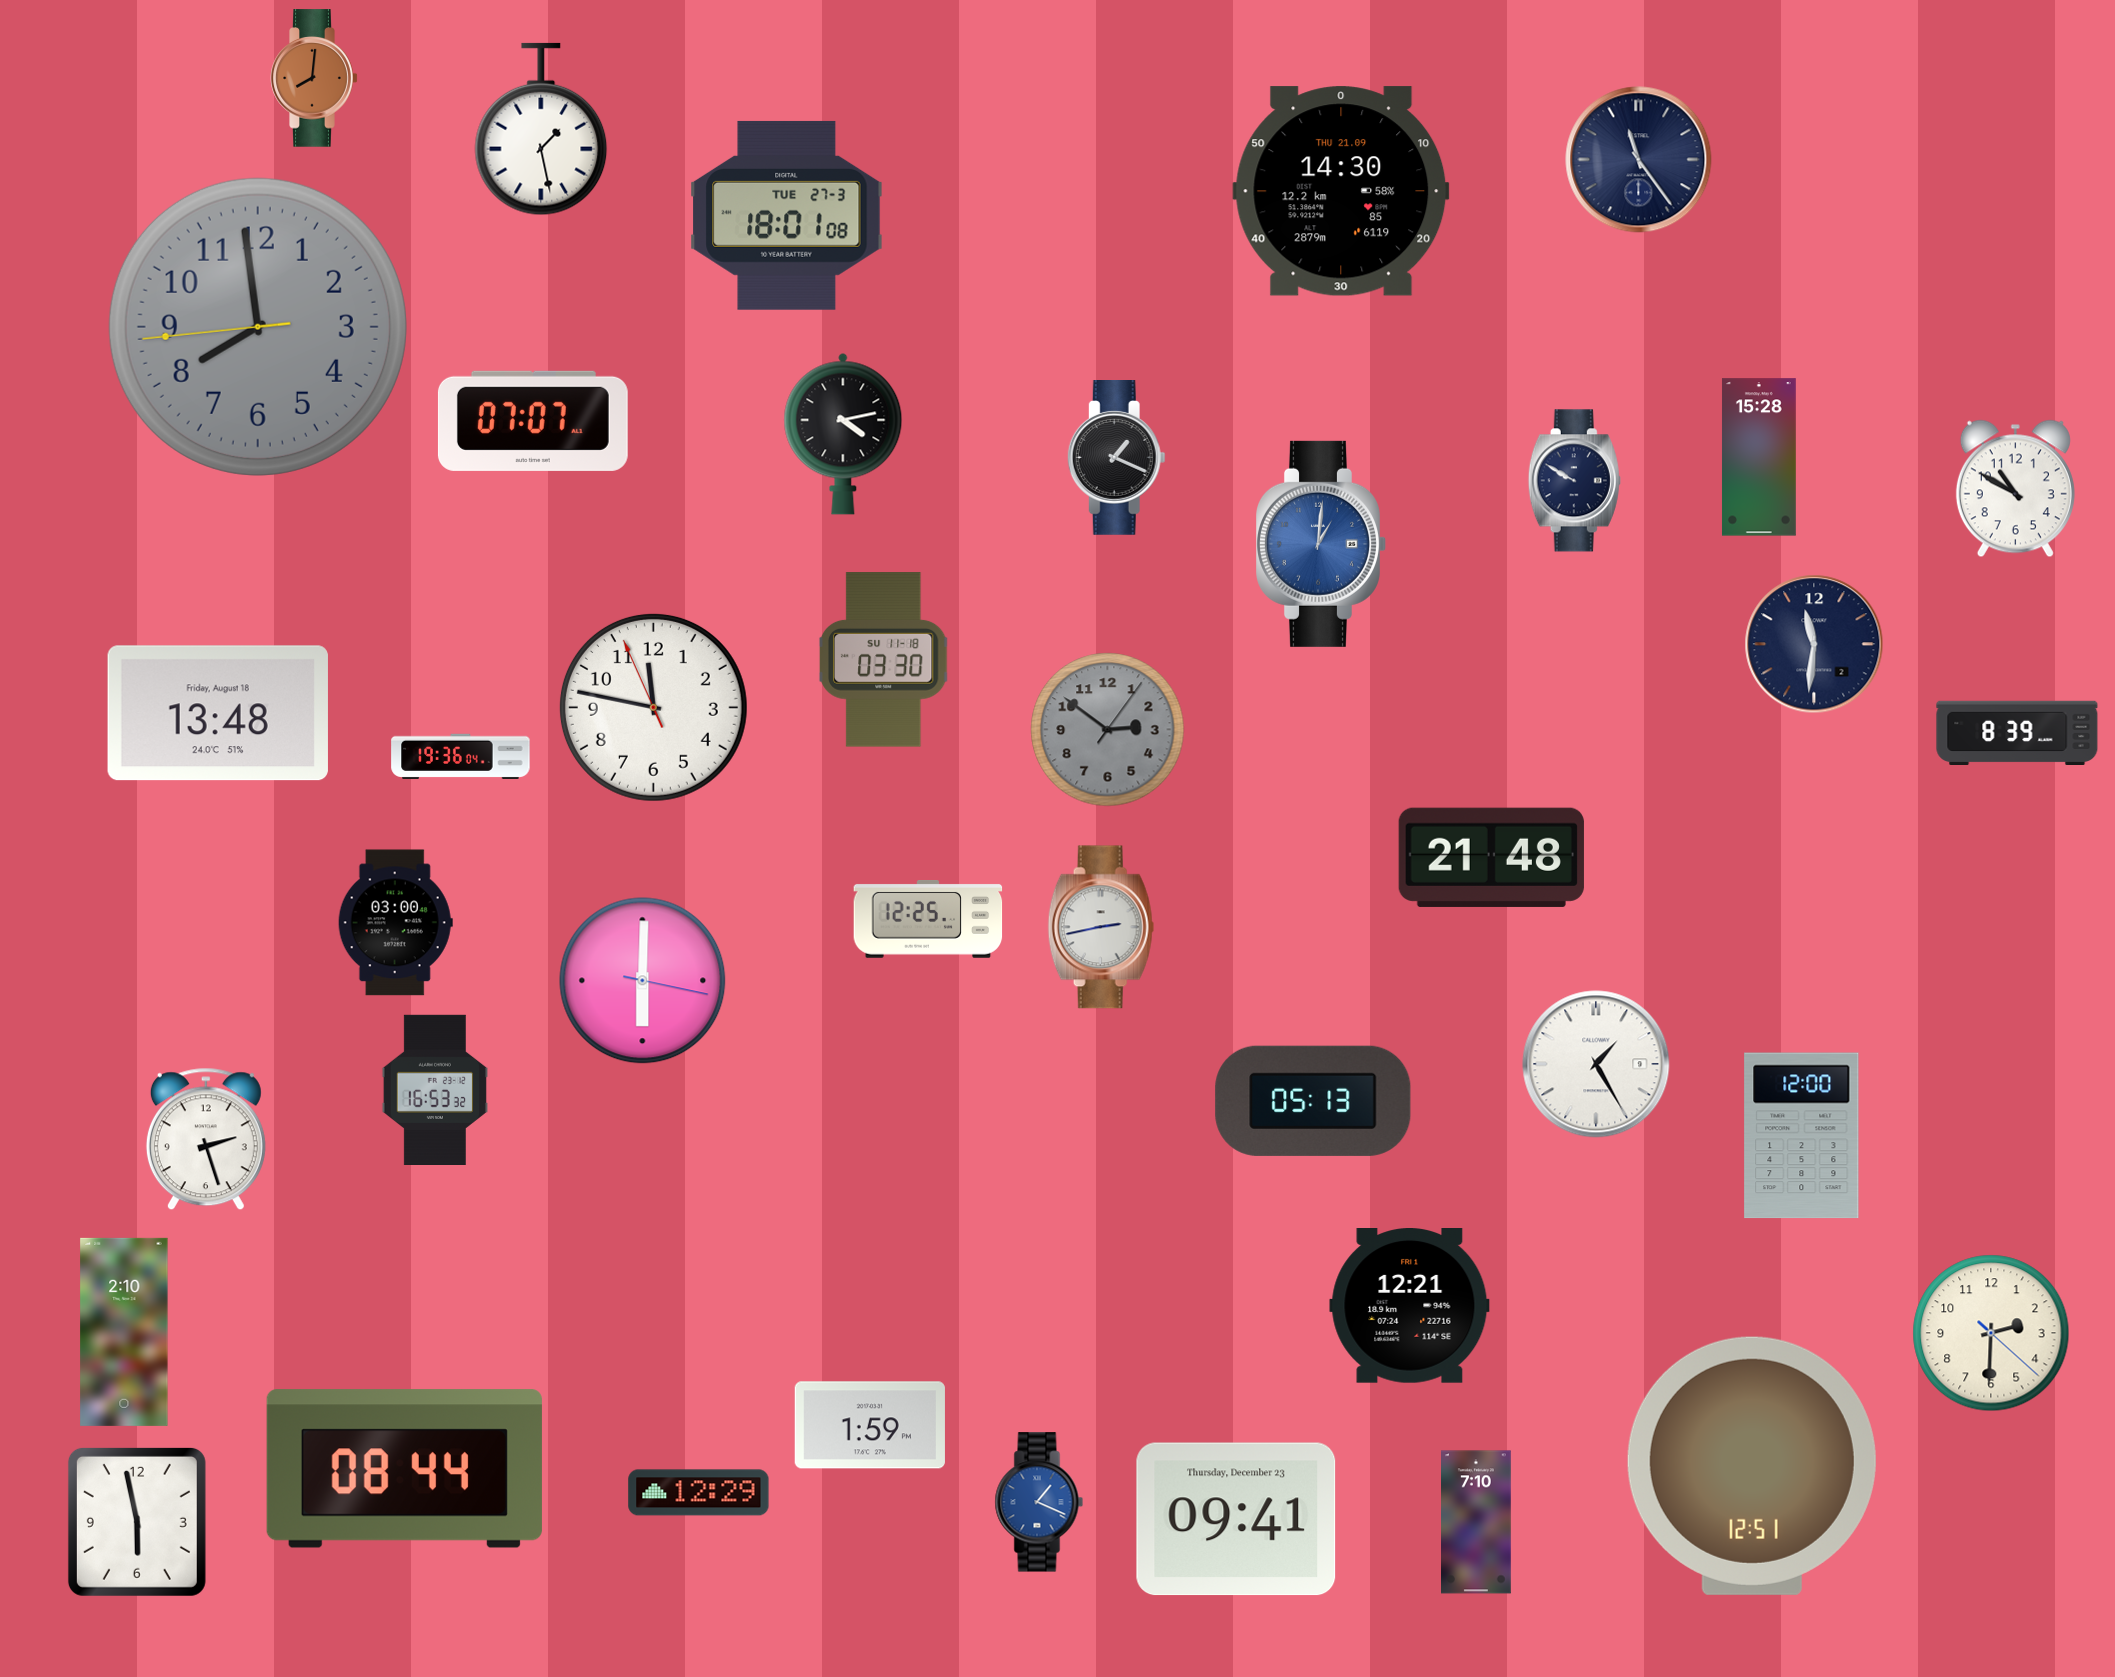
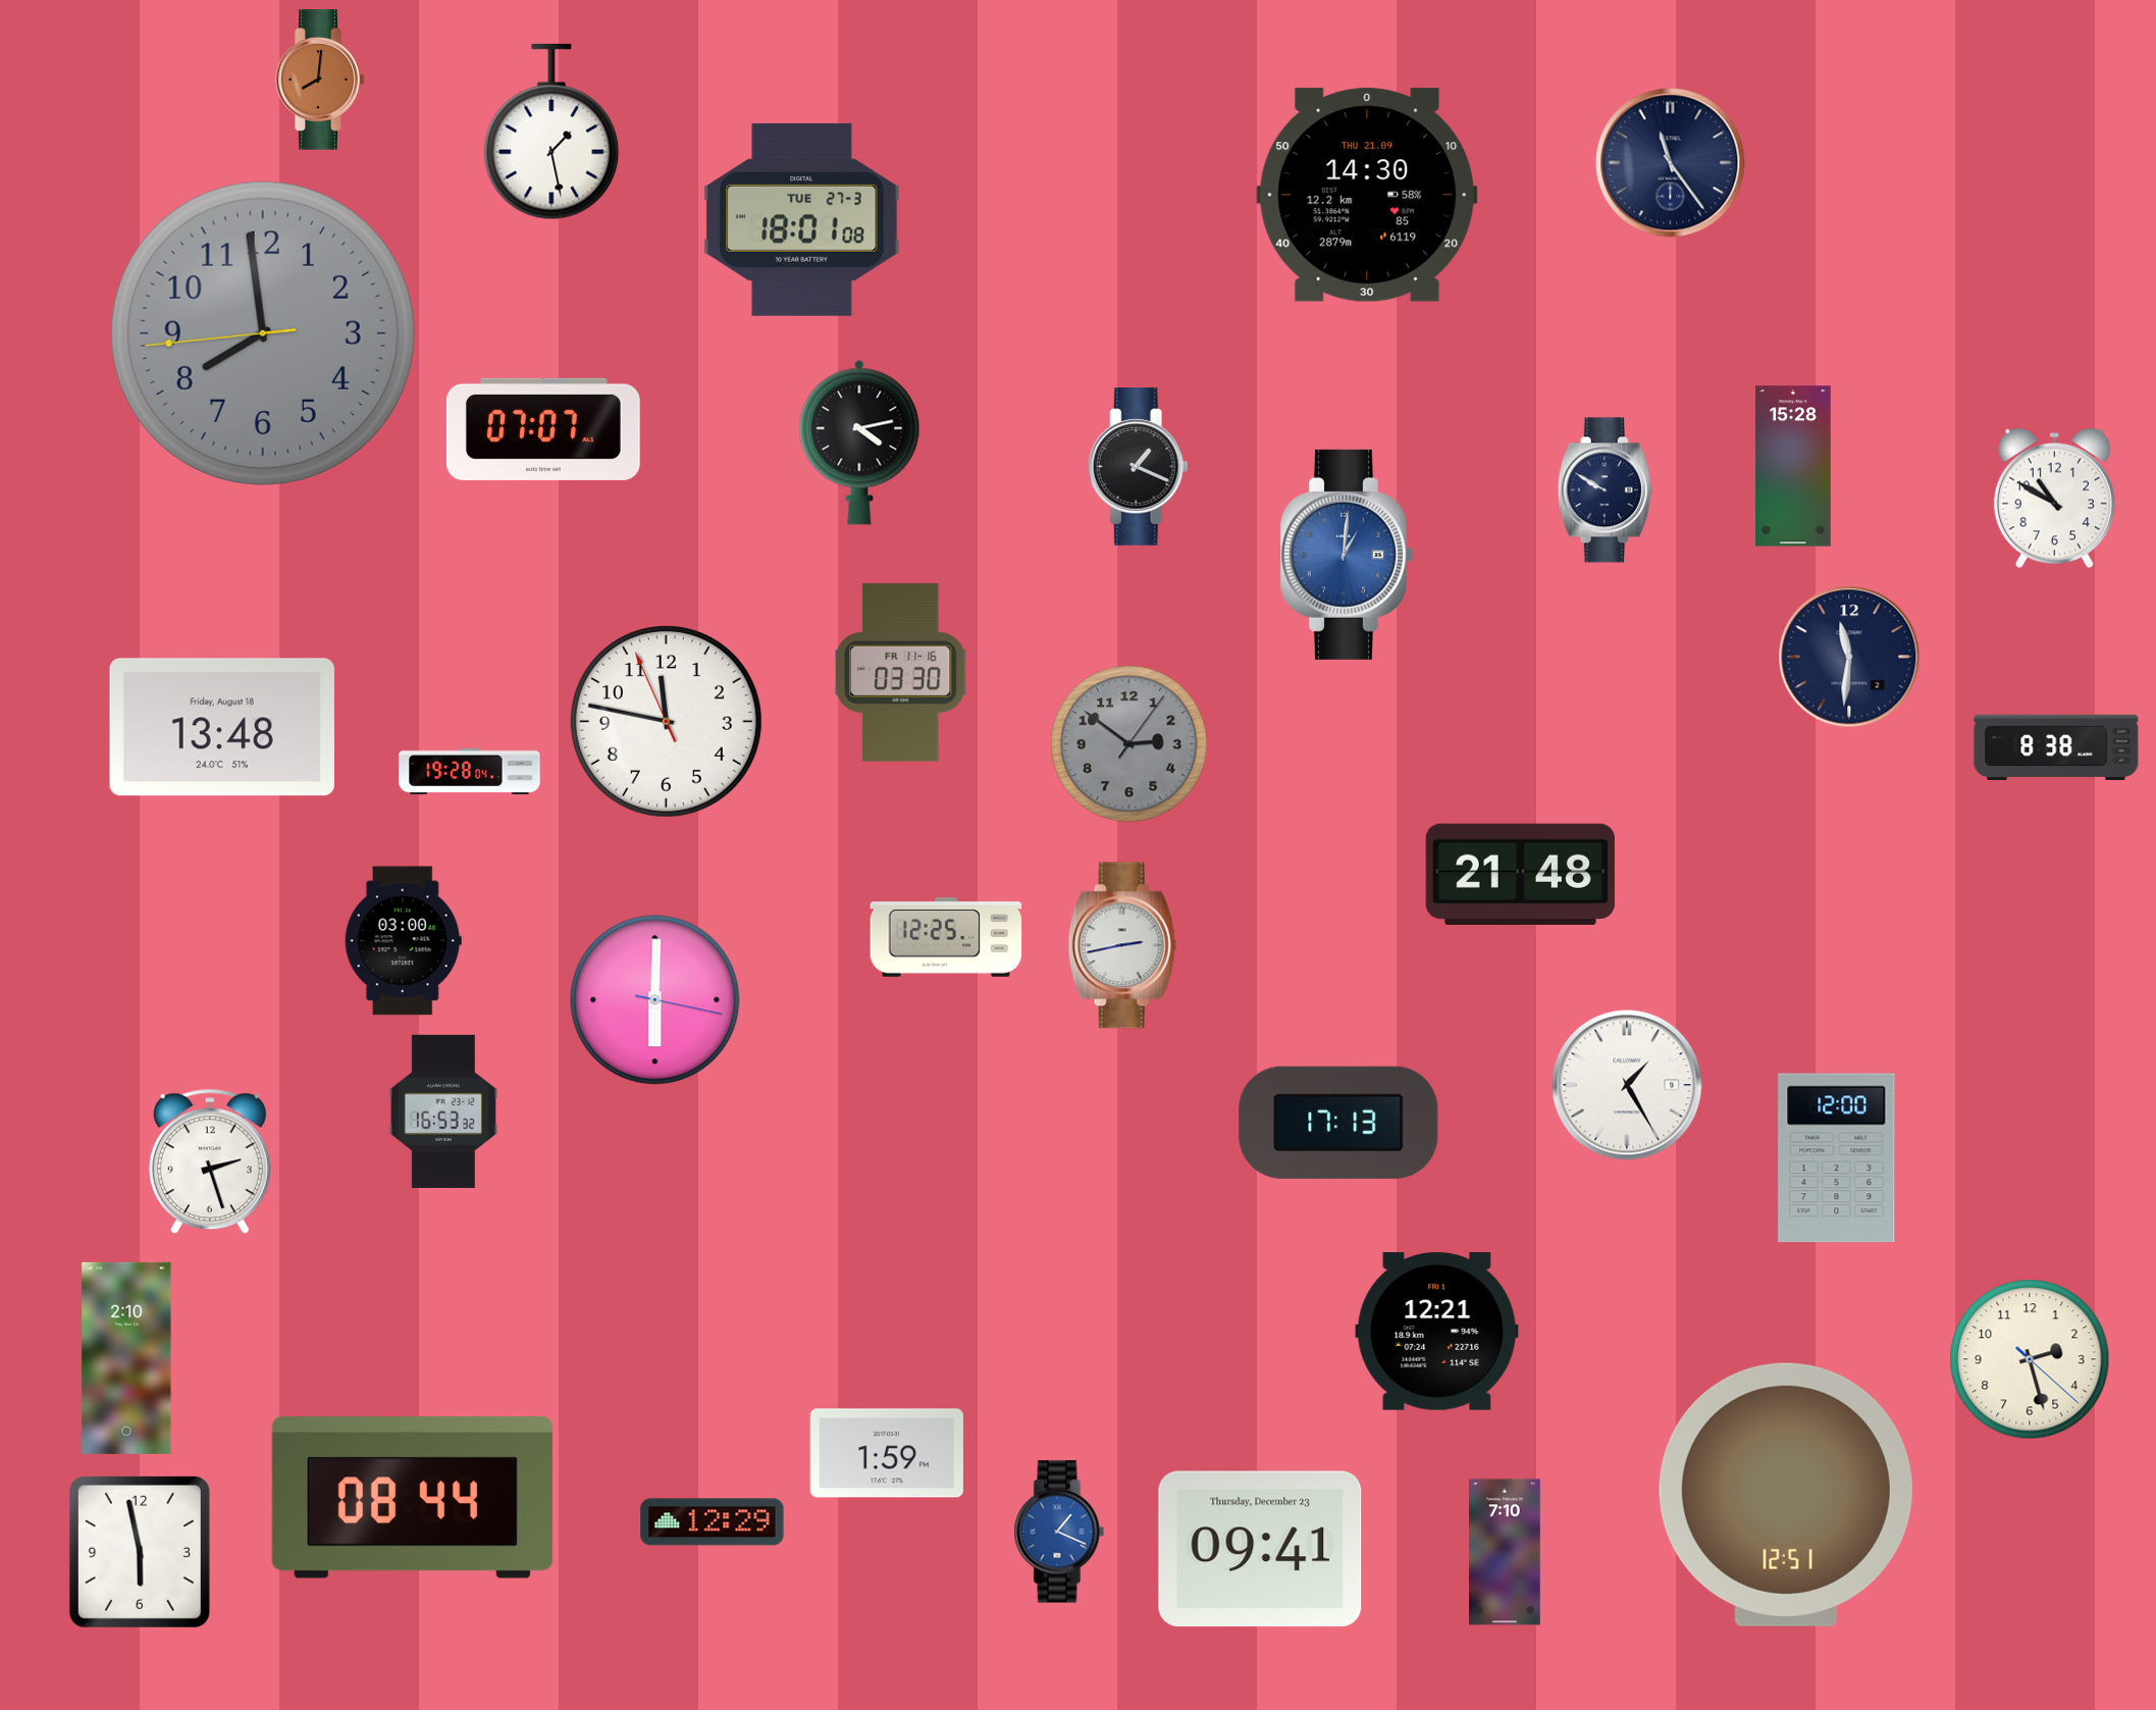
clock at (883, 660) date: SU 11-18 -> FR 11-16
clock at (2017, 732): 8:39 -> 8:38
clock at (461, 756): 19:36 -> 19:28
clock at (1313, 1101): 05:13 -> 17:13
clock at (1991, 1333): 2:30 -> 2:27
